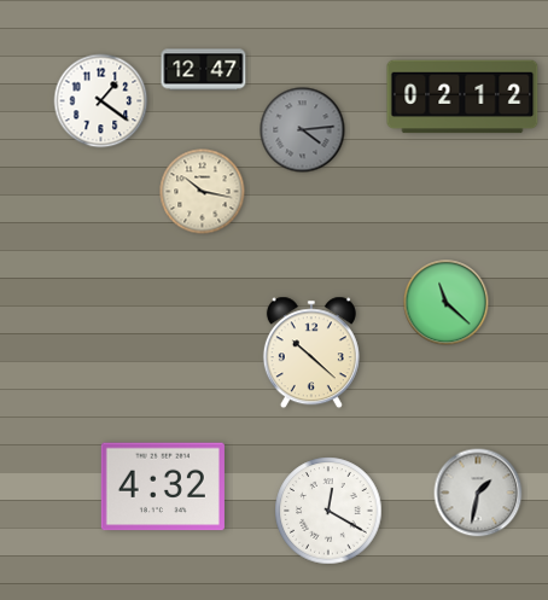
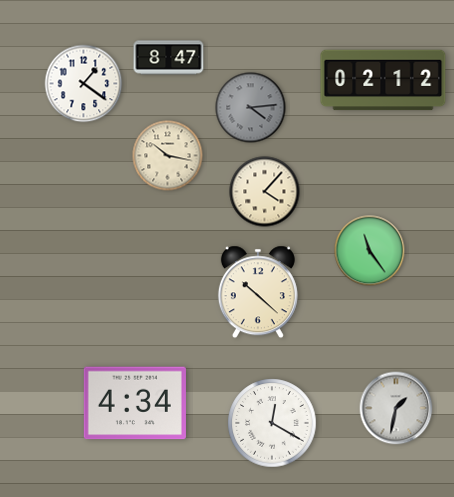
clock at (204, 70): 12:47 -> 8:47
clock at (203, 192) position: (203, 192) -> (168, 156)
clock at (265, 192): none -> 4:07
clock at (447, 303): 11:22 -> 11:24
clock at (163, 487): 4:32 -> 4:34
